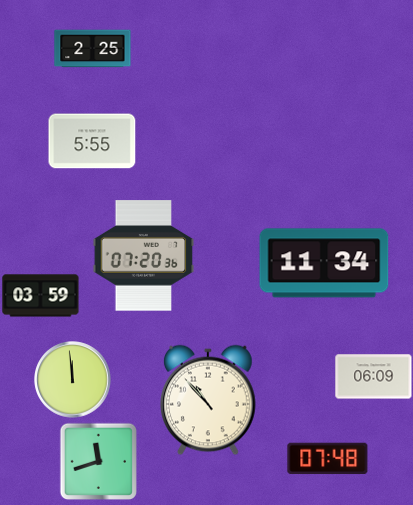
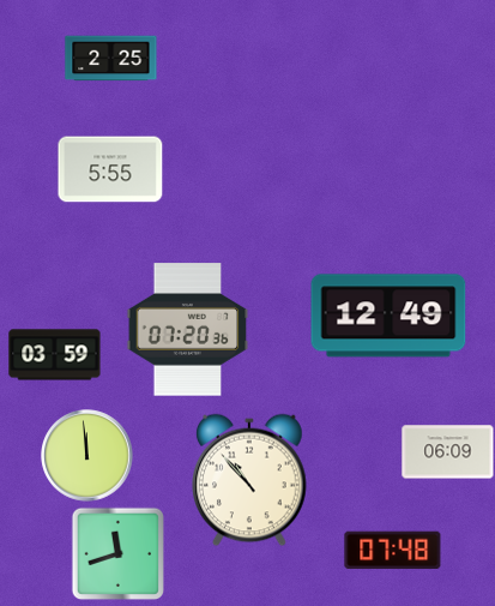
clock at (144, 256) position: (144, 256) -> (188, 330)
clock at (324, 263): 11:34 -> 12:49
clock at (41, 296) position: (41, 296) -> (55, 355)
